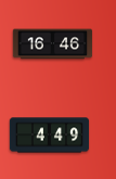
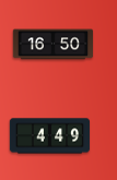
clock at (53, 44): 16:46 -> 16:50
